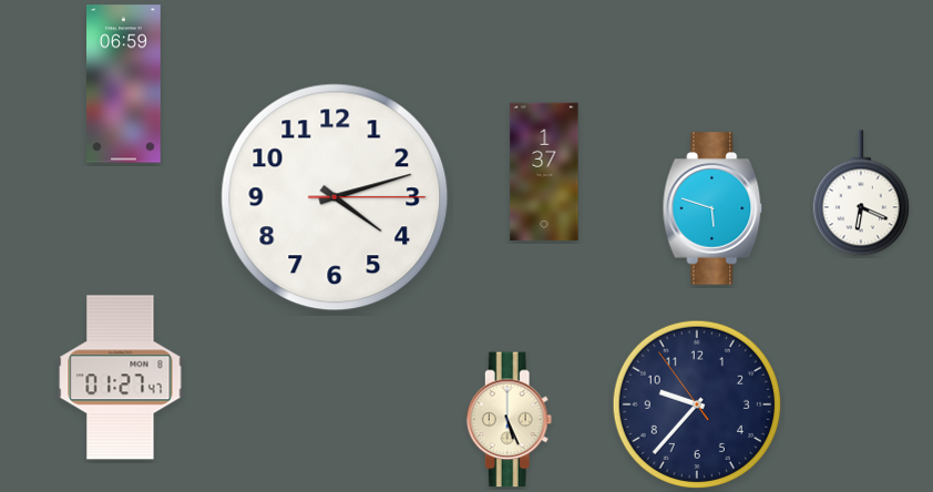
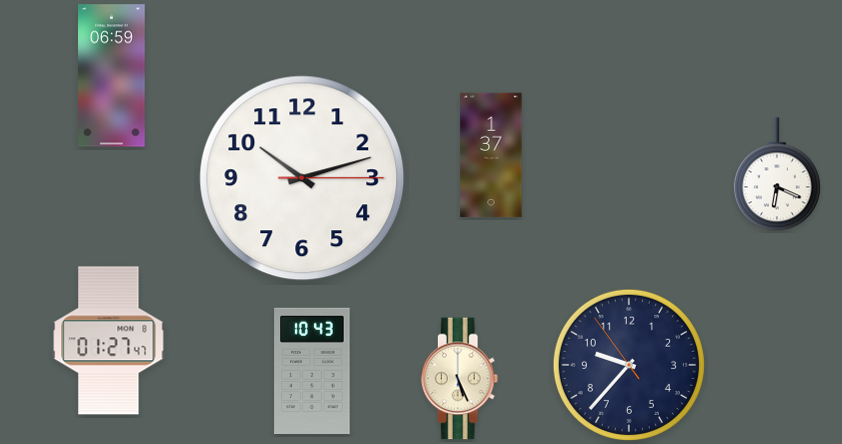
clock at (335, 197): 4:12 -> 10:12
clock at (712, 208): 5:48 -> none
clock at (312, 370): none -> 10:43
